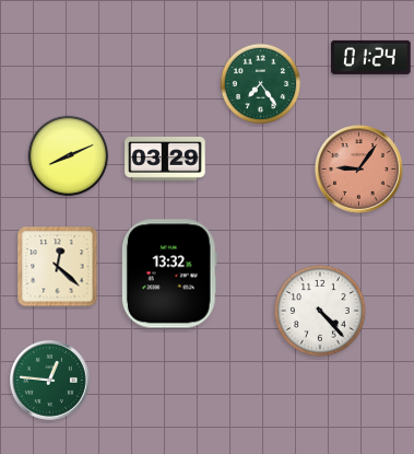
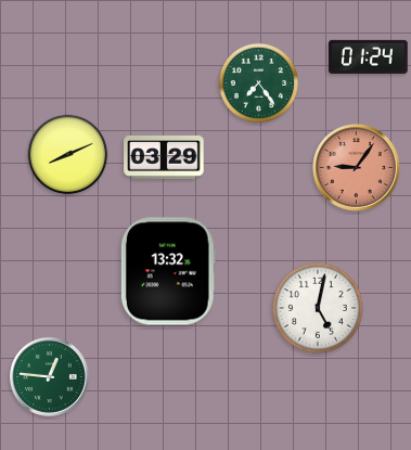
clock at (58, 267): 12:22 -> none
clock at (320, 311): 4:23 -> 5:02
